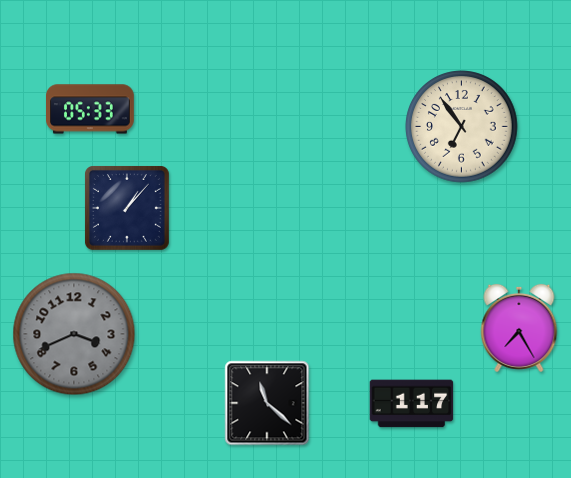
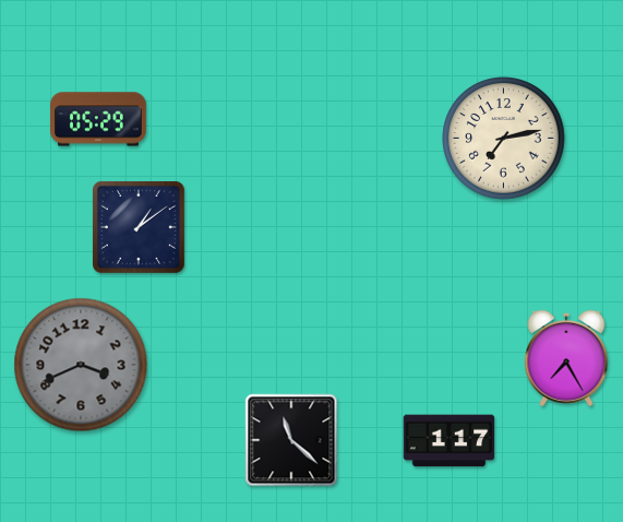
clock at (91, 109): 05:33 -> 05:29
clock at (462, 127): 6:54 -> 7:13
clock at (128, 209): 1:07 -> 1:09
